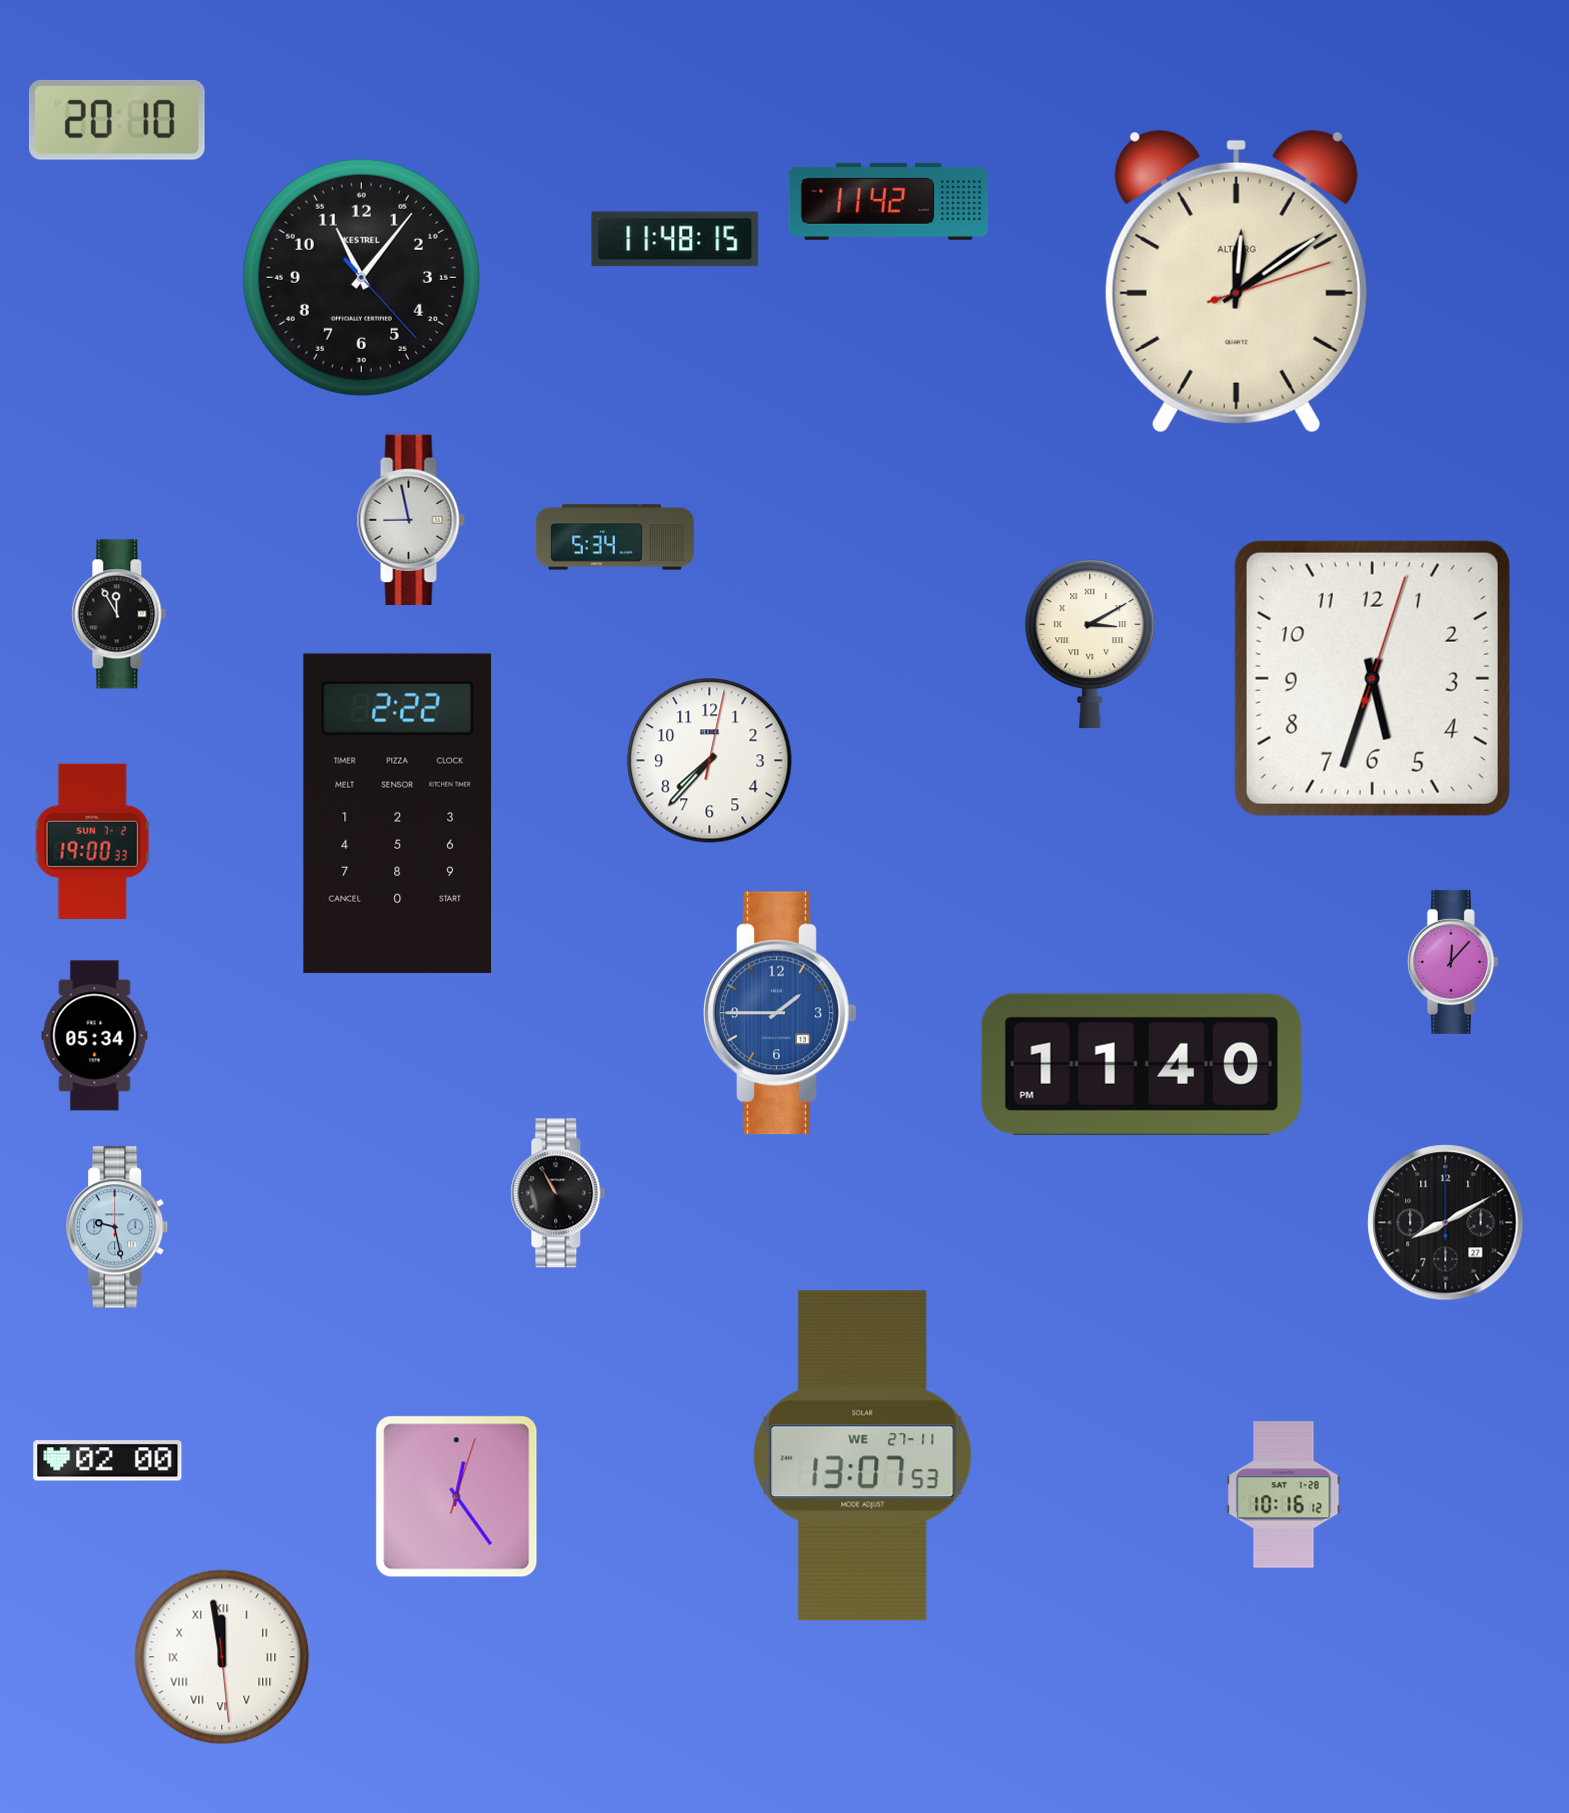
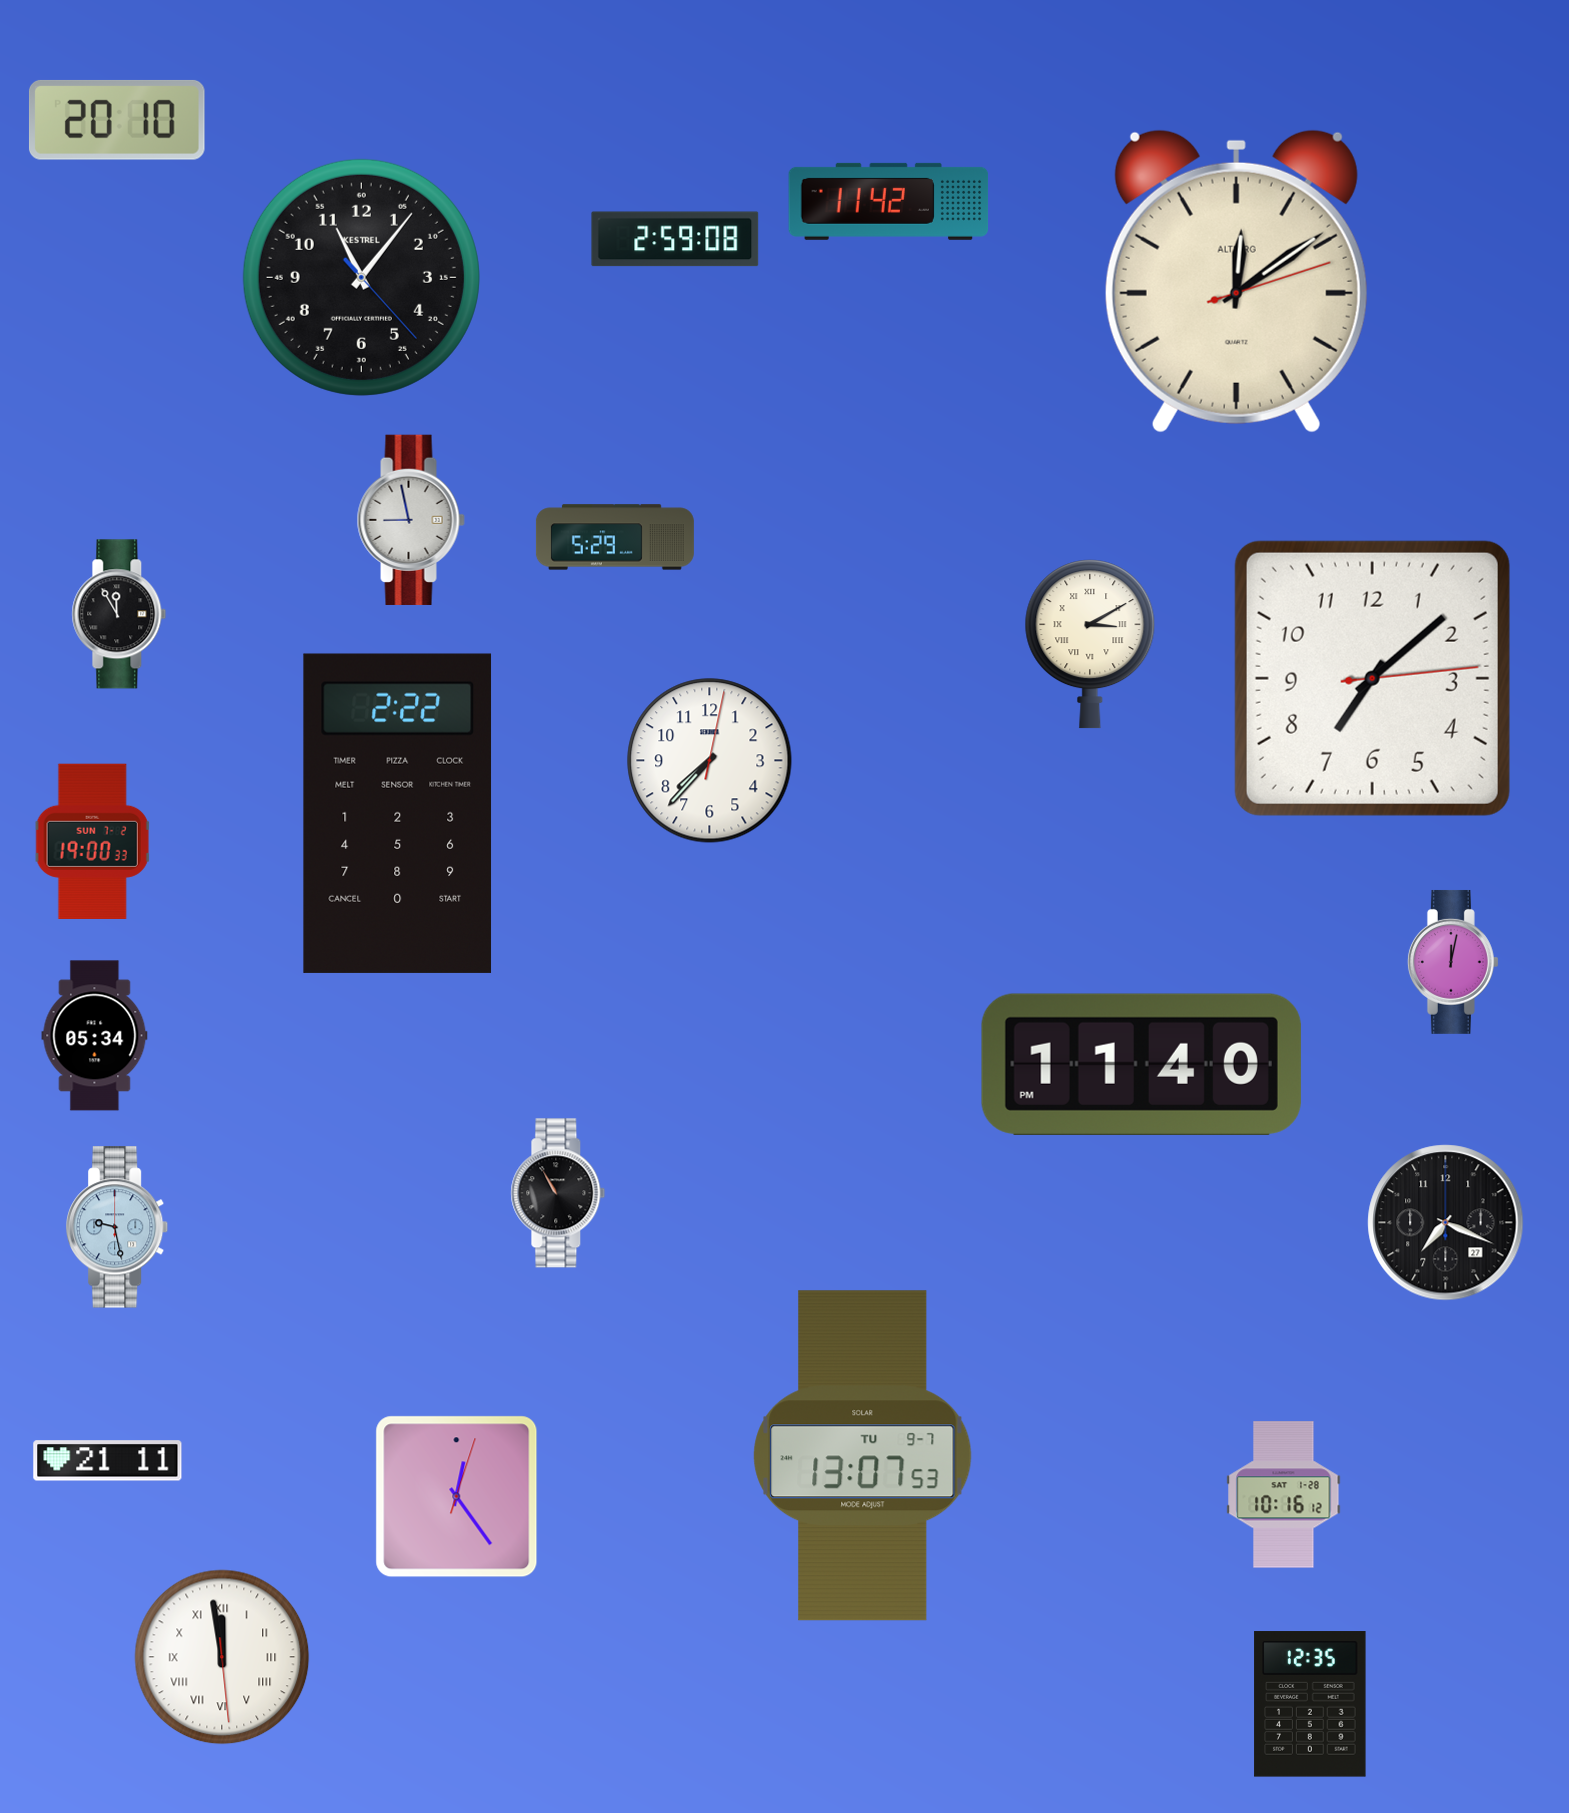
clock at (675, 239): 11:48 -> 2:59
clock at (615, 537): 5:34 -> 5:29
clock at (1372, 678): 5:33 -> 7:08
clock at (1453, 962): 12:07 -> 12:02
clock at (780, 1013): 1:45 -> none
clock at (1446, 1223): 8:10 -> 7:19
clock at (863, 1456) date: WE 27-11 -> TU 9-7
clock at (108, 1461): 02:00 -> 21:11
clock at (1310, 1704): none -> 12:35
